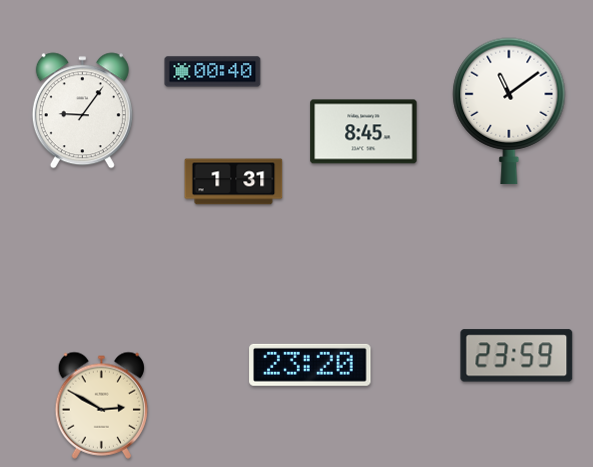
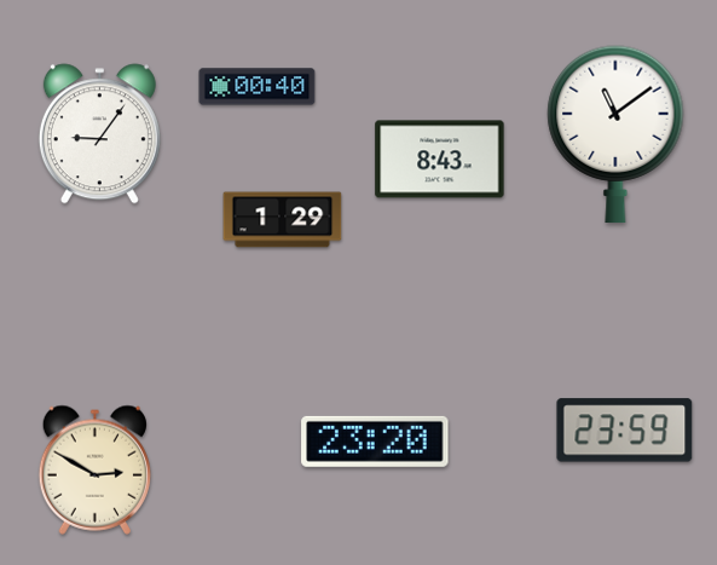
clock at (364, 132): 8:45 -> 8:43
clock at (234, 182): 1:31 -> 1:29
clock at (101, 405) position: (101, 405) -> (94, 469)
